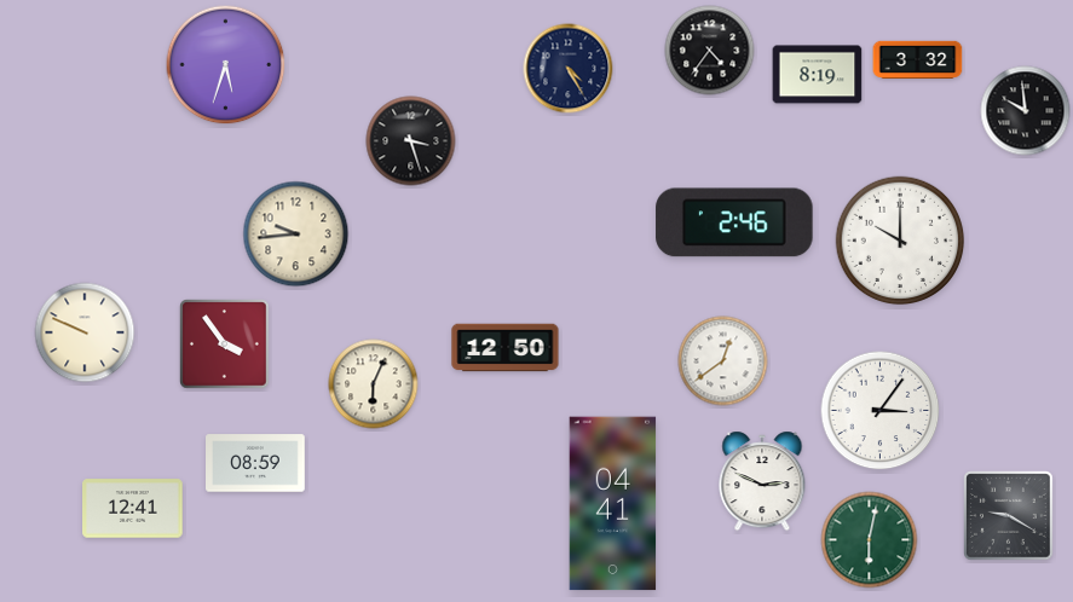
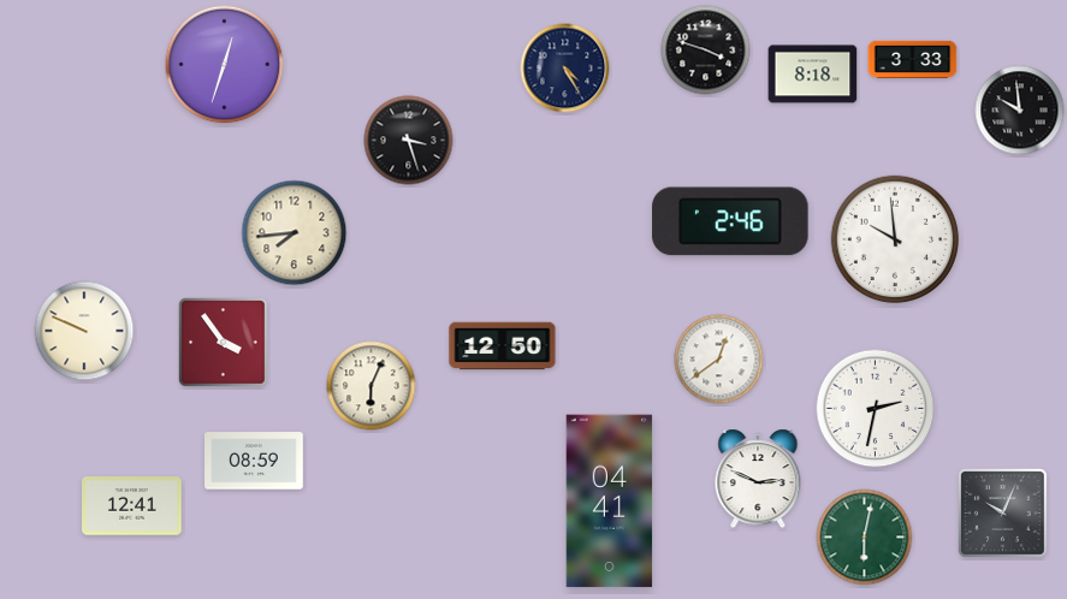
clock at (710, 51): 4:36 -> 3:48
clock at (918, 59): 3:32 -> 3:33
clock at (226, 65): 5:33 -> 12:33
clock at (818, 75): 8:19 -> 8:18
clock at (296, 235): 9:44 -> 7:44
clock at (900, 241): 10:00 -> 9:59
clock at (374, 384) position: (374, 384) -> (372, 386)
clock at (881, 411): 3:06 -> 2:32
clock at (1009, 516): 9:20 -> 10:04
